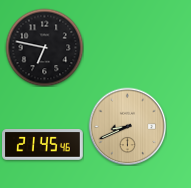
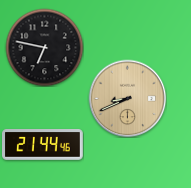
clock at (127, 126) position: (127, 126) -> (127, 98)
clock at (43, 145): 21:45 -> 21:44
